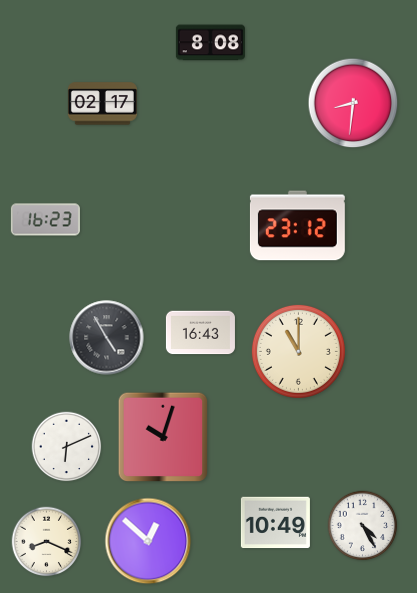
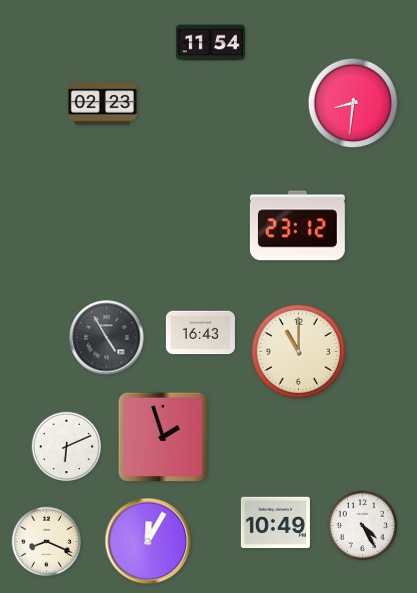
clock at (210, 43): 8:08 -> 11:54
clock at (102, 104): 02:17 -> 02:23
clock at (45, 220): 16:23 -> none
clock at (163, 437): 10:03 -> 1:57
clock at (148, 541): 12:52 -> 12:05
